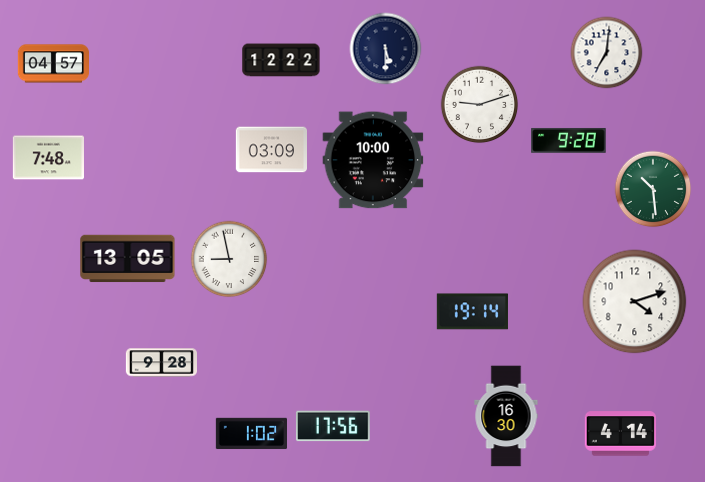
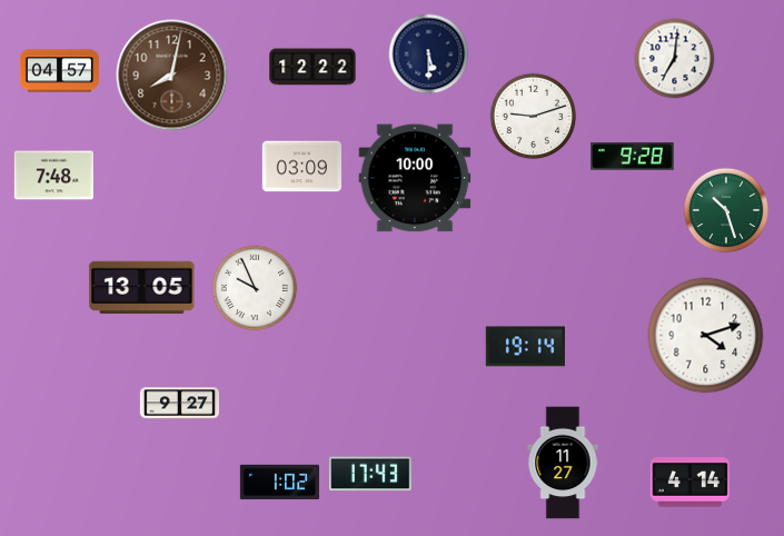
clock at (172, 76): none -> 8:02
clock at (653, 189): 10:29 -> 10:27
clock at (229, 259): 8:58 -> 9:56
clock at (161, 363): 9:28 -> 9:27
clock at (506, 416): 16:30 -> 11:27
clock at (333, 426): 17:56 -> 17:43
